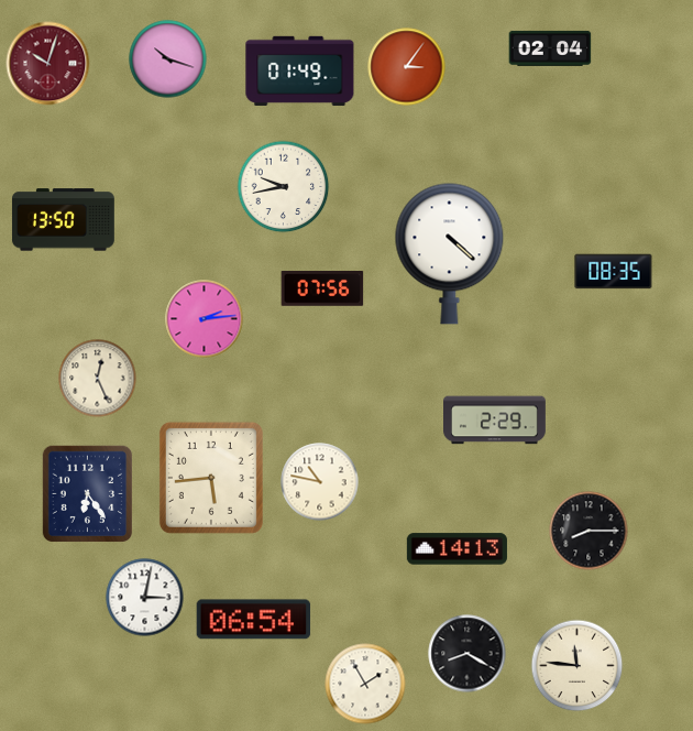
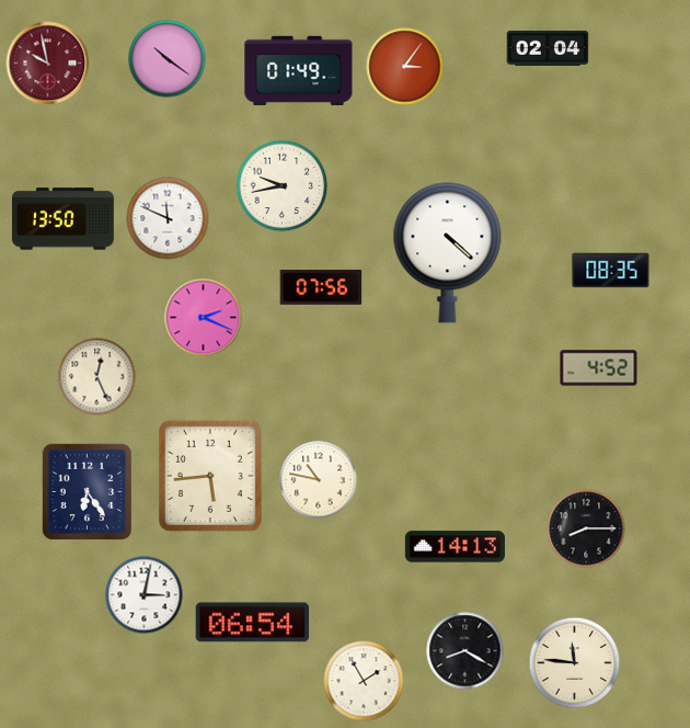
clock at (168, 59): 10:18 -> 10:21
clock at (48, 64): 10:03 -> 9:58
clock at (168, 218): none -> 11:49
clock at (205, 319): 2:14 -> 2:19
clock at (599, 368): none -> 4:52
clock at (495, 421): 2:29 -> none
clock at (254, 620) position: (254, 620) -> (253, 623)
